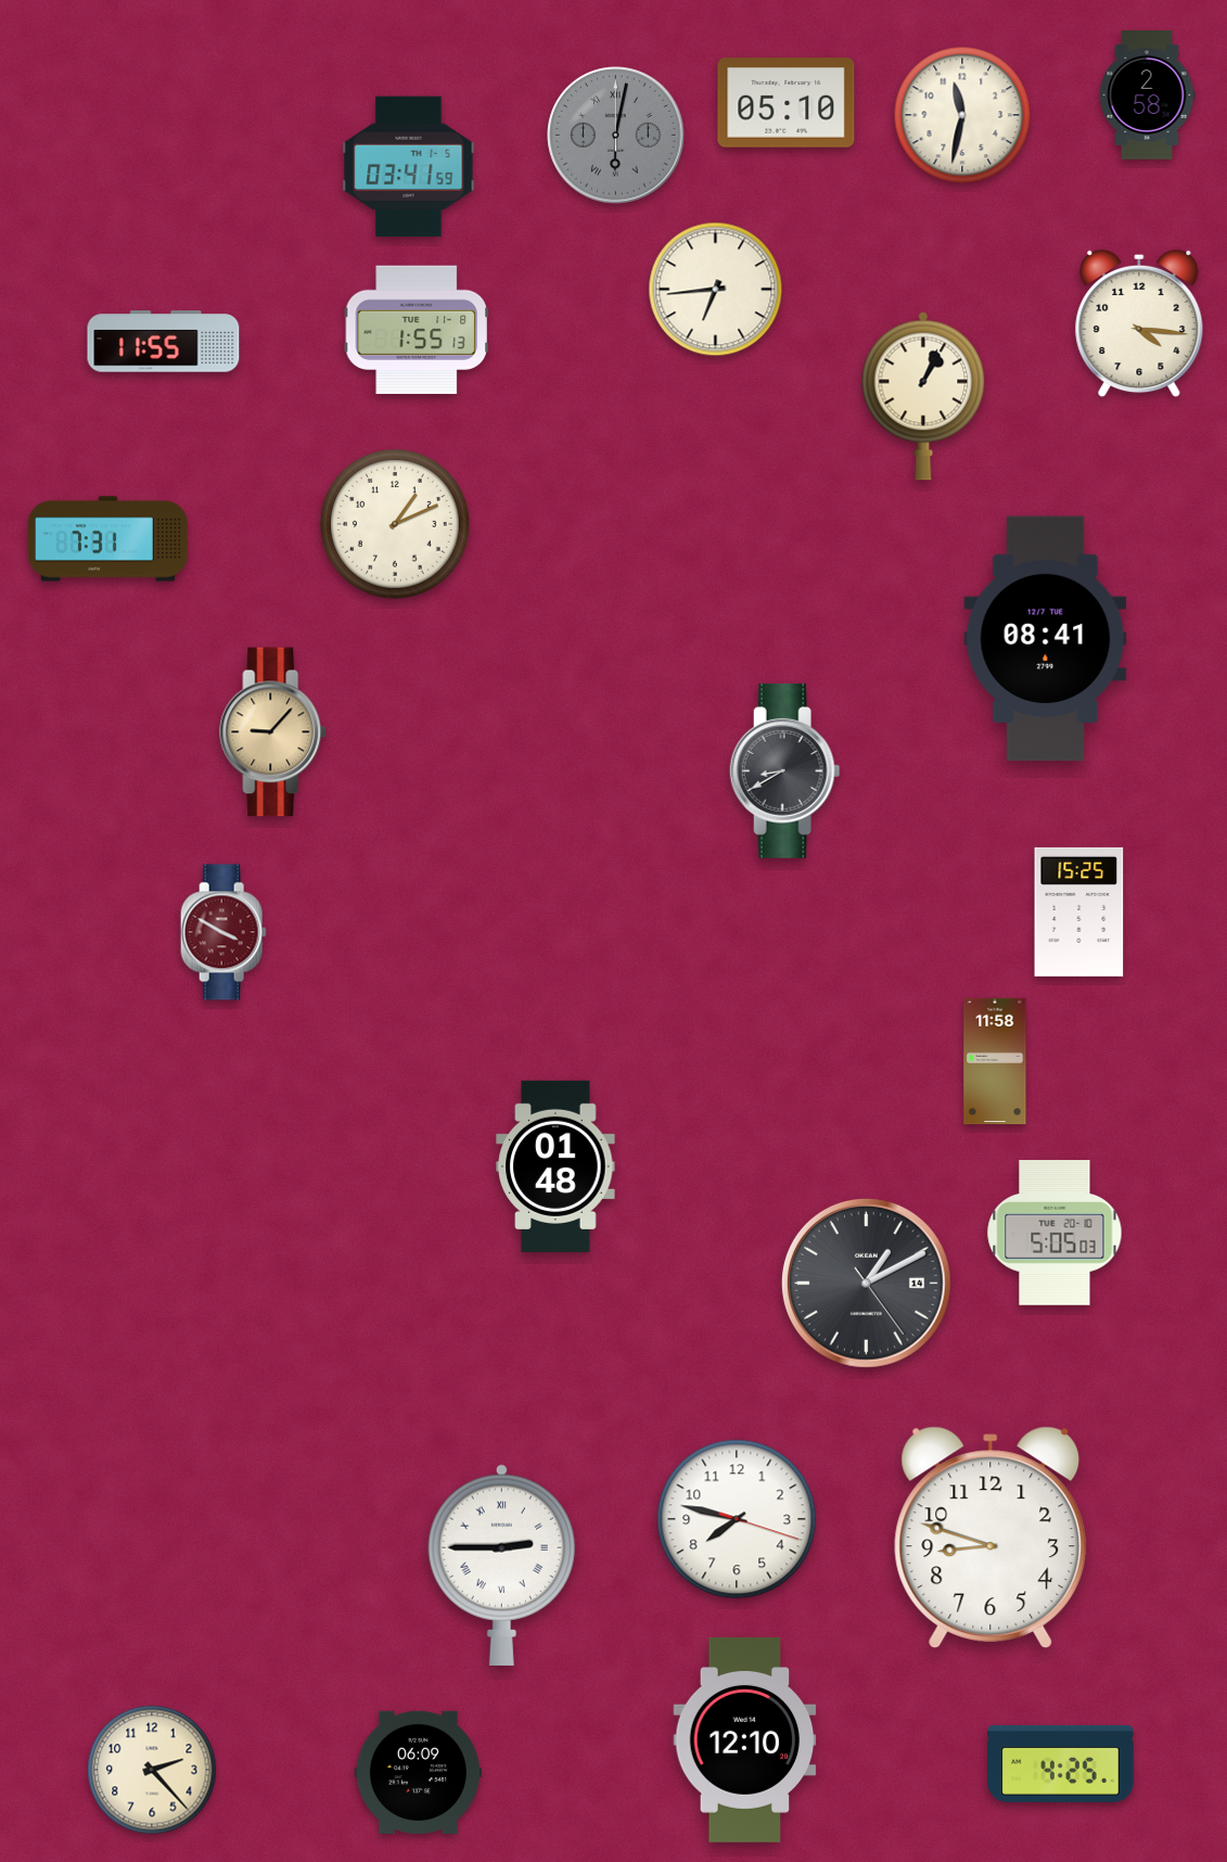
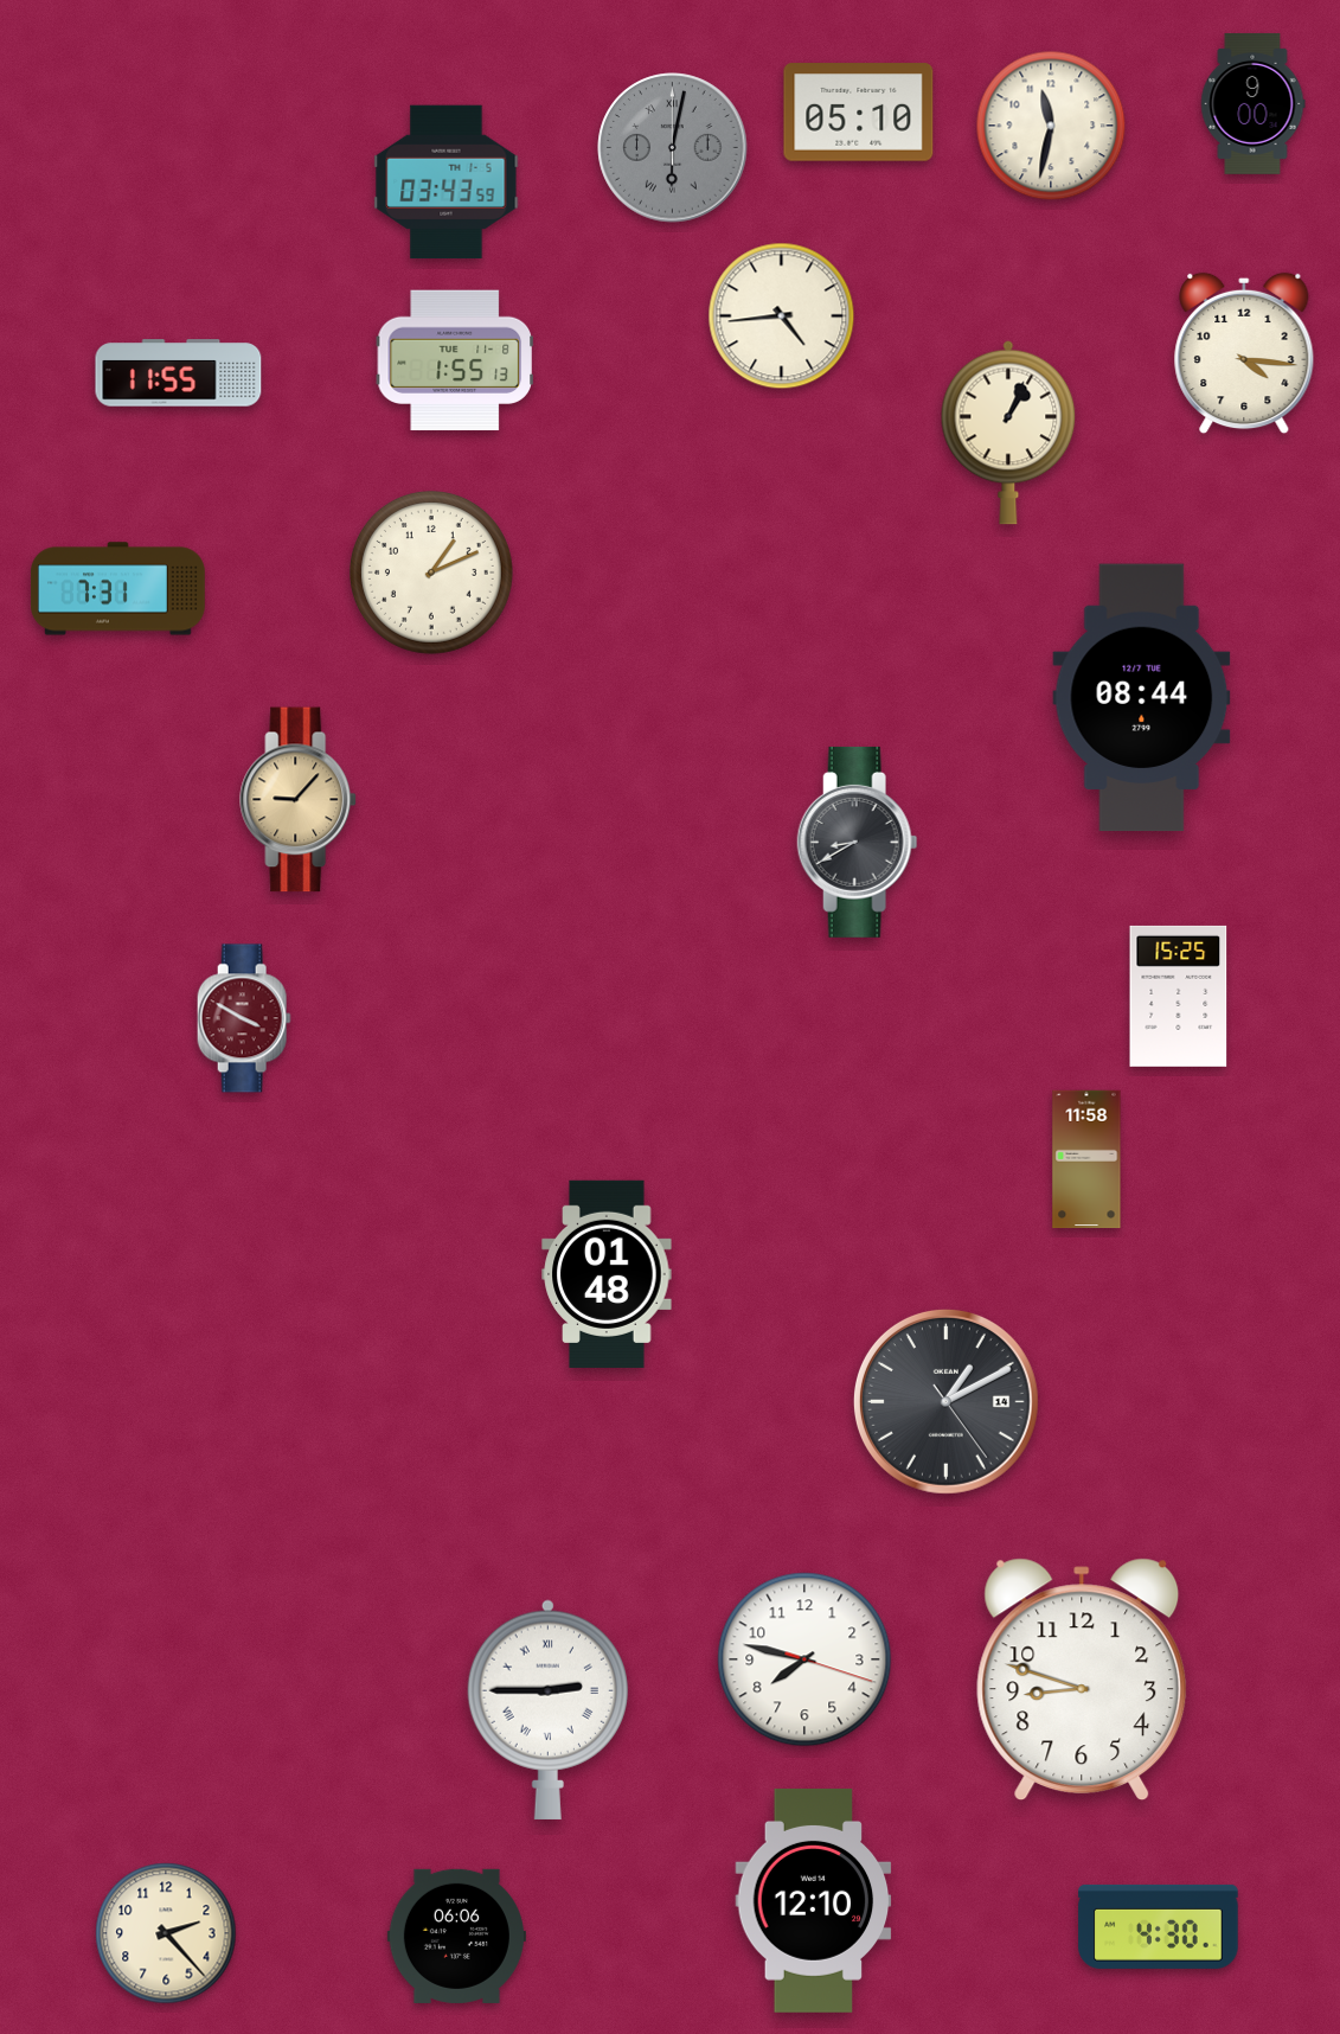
clock at (1147, 94): 2:58 -> 9:00
clock at (409, 167): 03:41 -> 03:43
clock at (716, 290): 6:44 -> 4:44
clock at (1046, 639): 08:41 -> 08:44
clock at (1055, 1233): 5:05 -> none
clock at (1061, 1763): 4:25 -> 4:30
clock at (418, 1772): 06:09 -> 06:06
